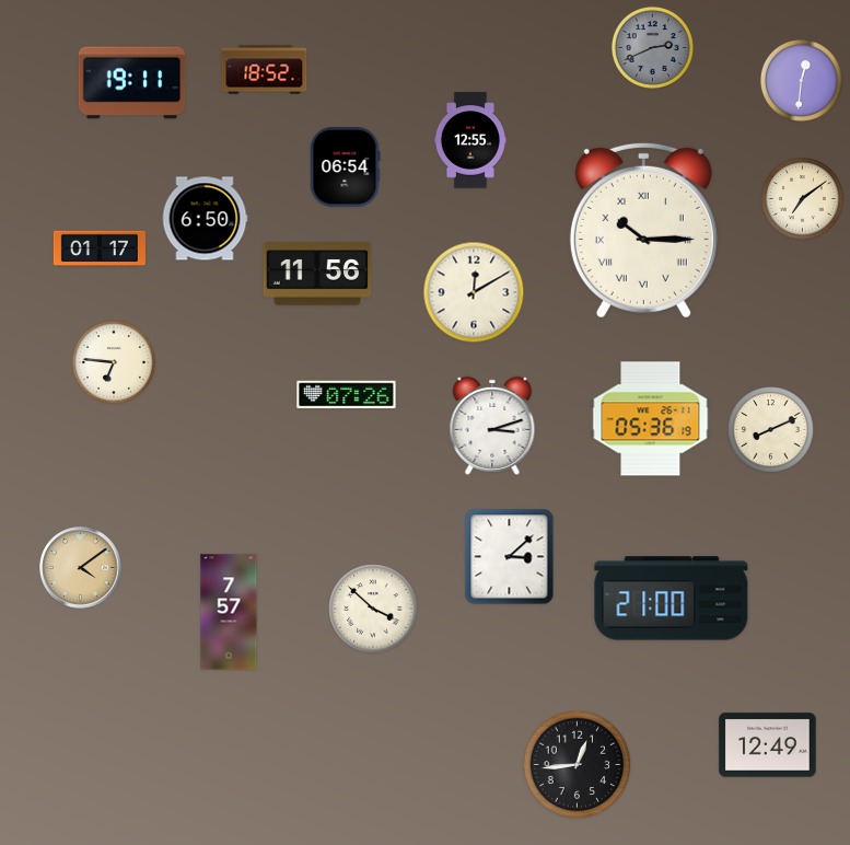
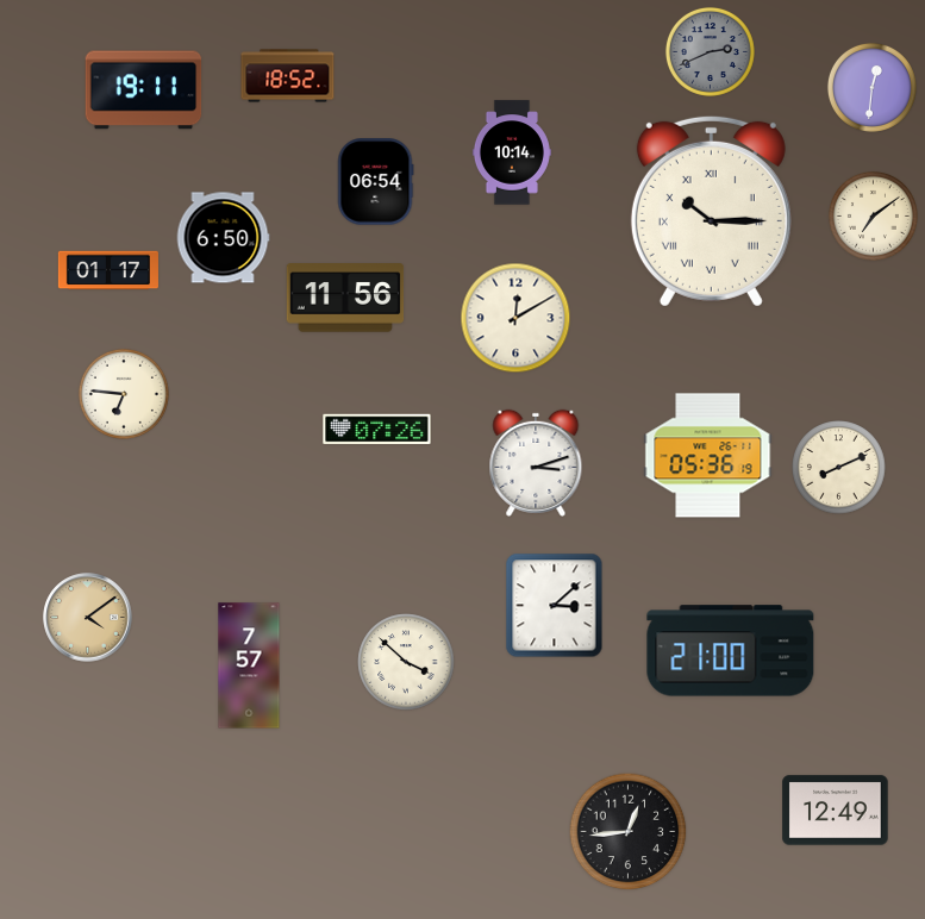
clock at (470, 140): 12:55 -> 10:14
clock at (643, 230) position: (643, 230) -> (711, 211)
